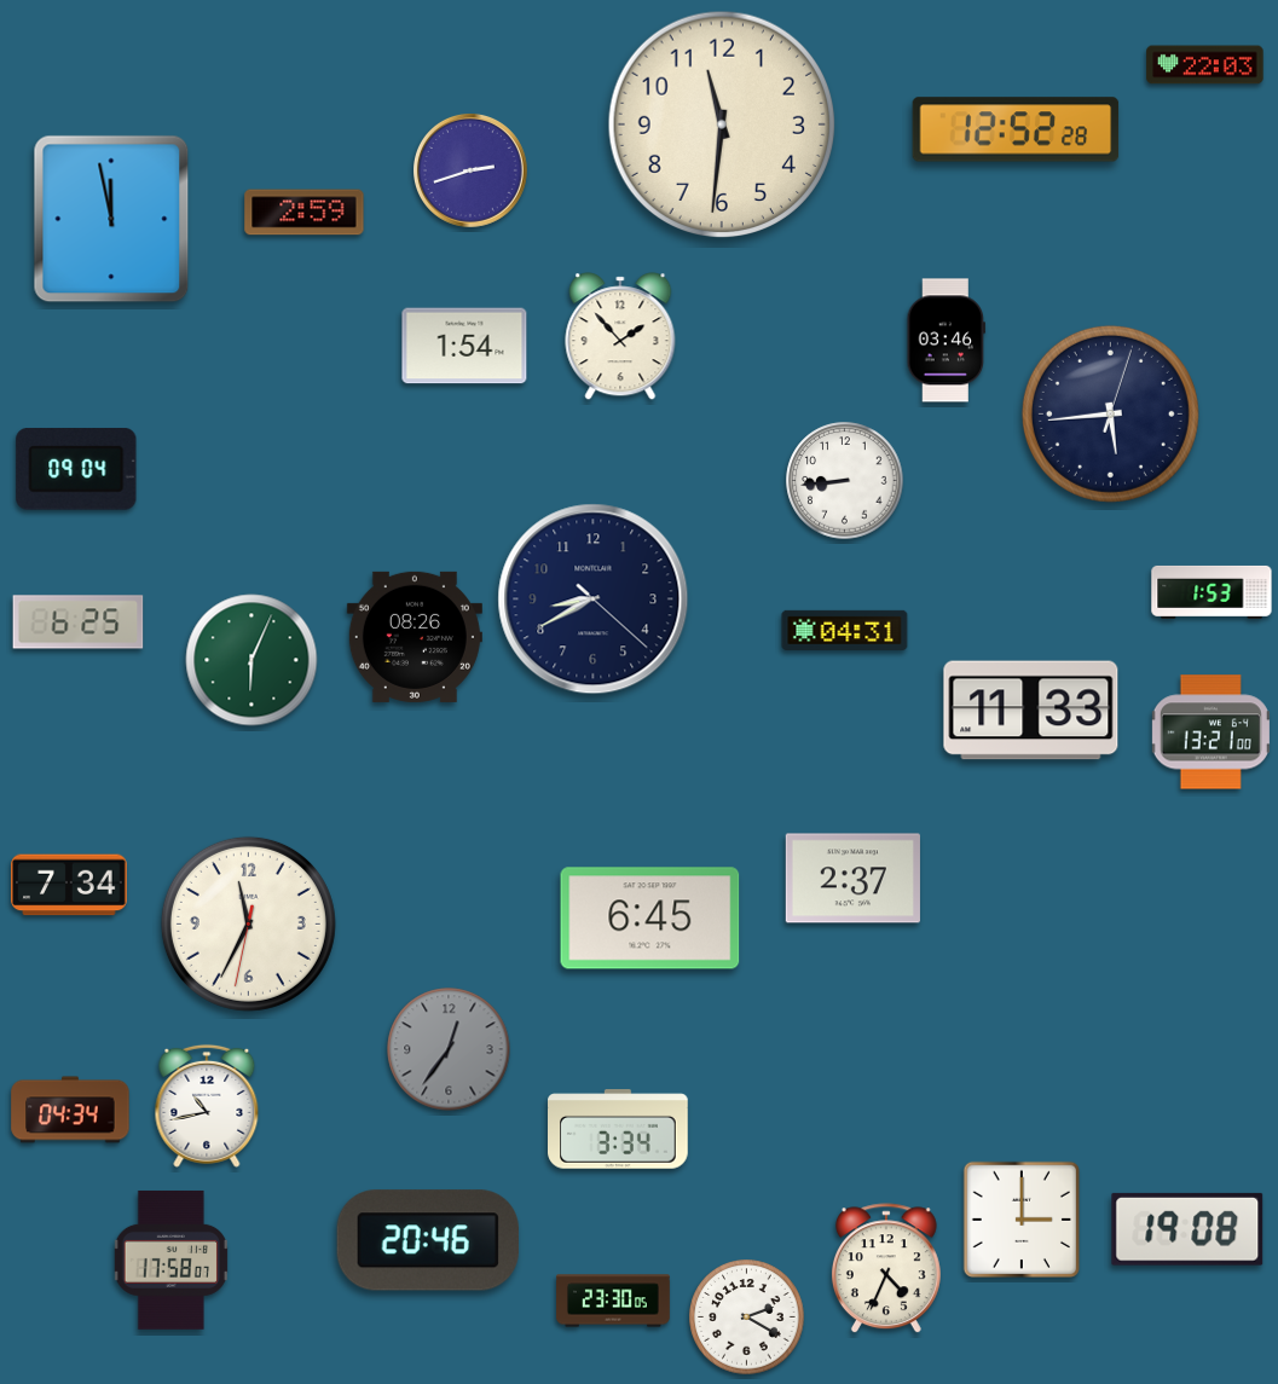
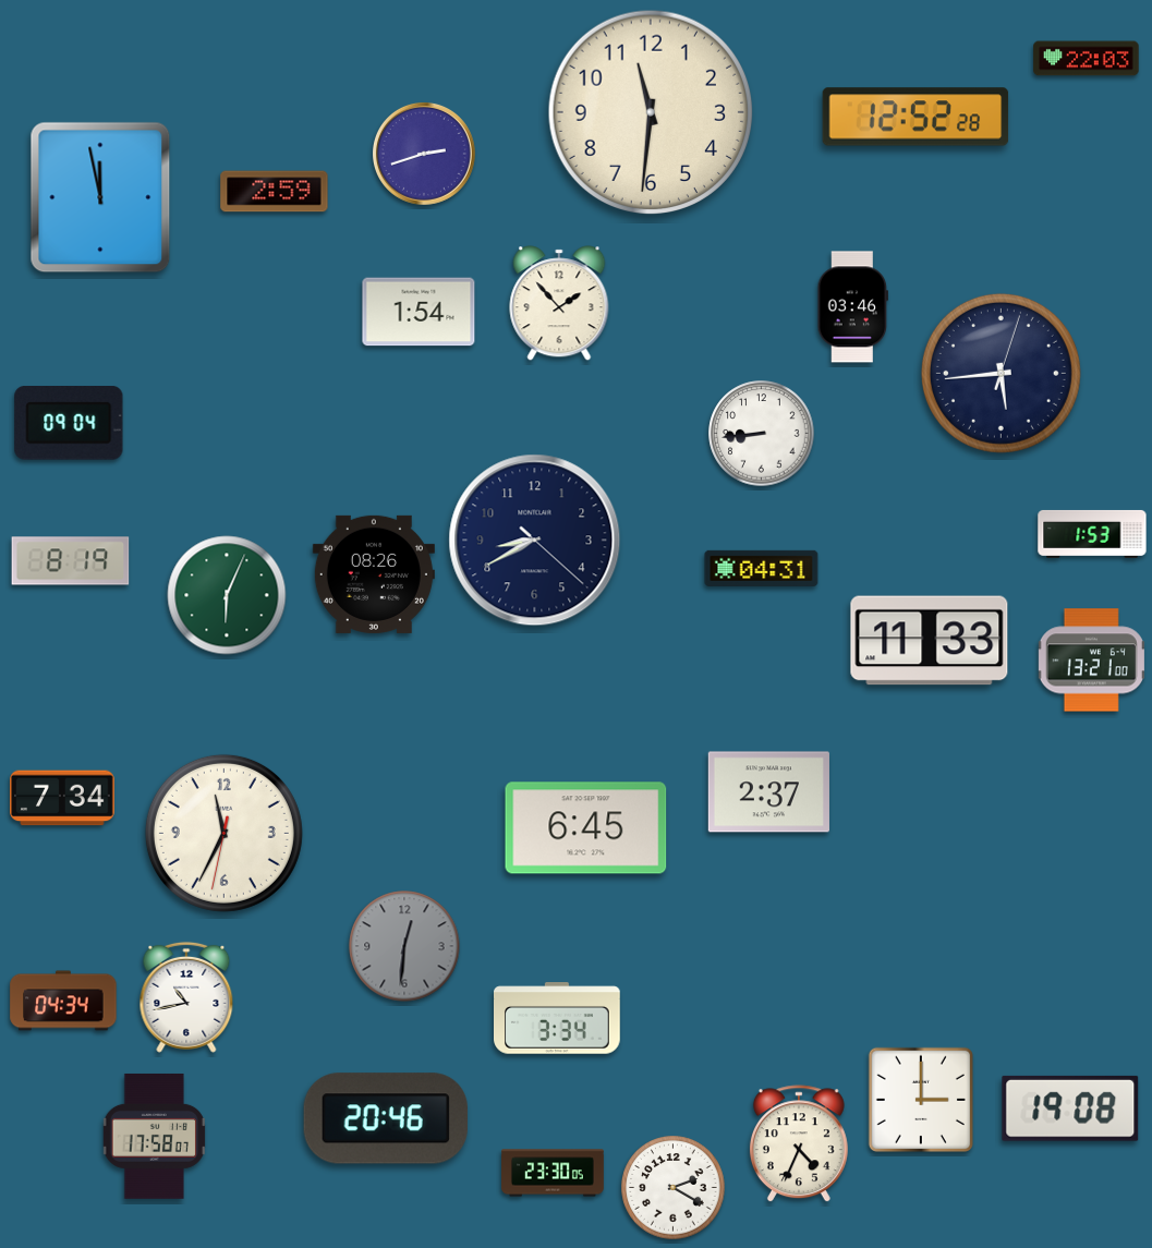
clock at (79, 622): 6:25 -> 8:19
clock at (449, 1049): 12:36 -> 12:31
